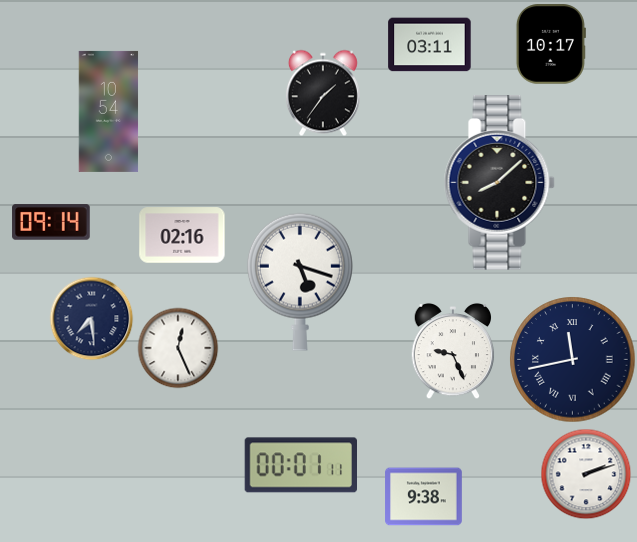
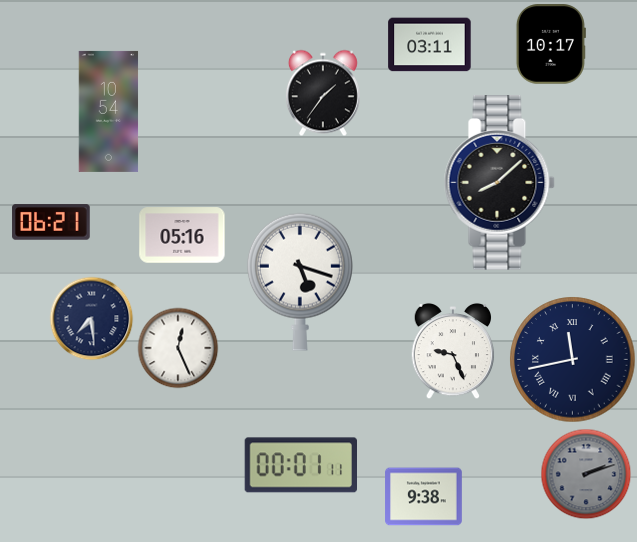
clock at (51, 222): 09:14 -> 06:21
clock at (182, 235): 02:16 -> 05:16
clock at (586, 474) dial: white -> grey
